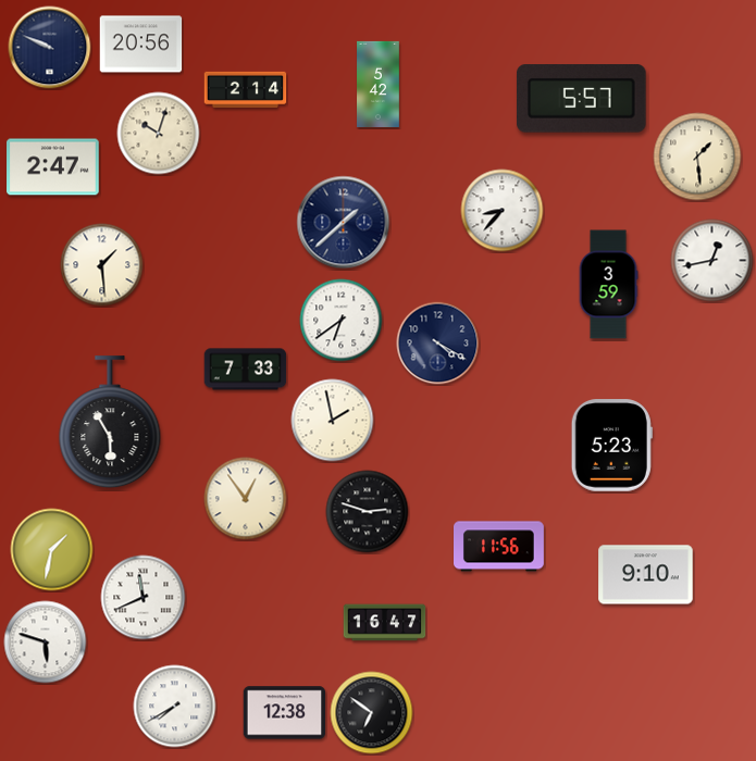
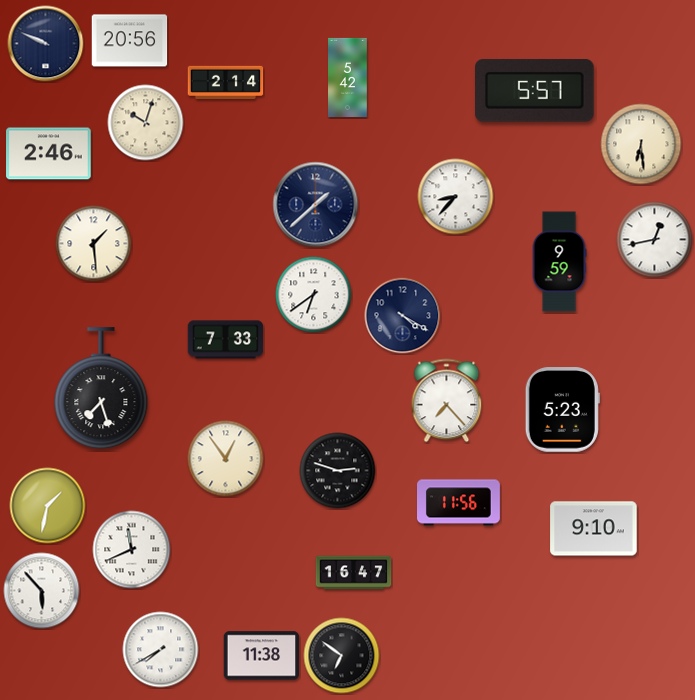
clock at (697, 157): 1:29 -> 6:29
clock at (53, 167): 2:47 -> 2:46
clock at (503, 211) position: (503, 211) -> (456, 197)
clock at (608, 285): 3:59 -> 9:59
clock at (333, 421): 1:58 -> none
clock at (110, 423): 5:55 -> 7:27
clock at (447, 401): none -> 7:23
clock at (46, 643): 5:48 -> 5:53
clock at (285, 713): 12:38 -> 11:38
